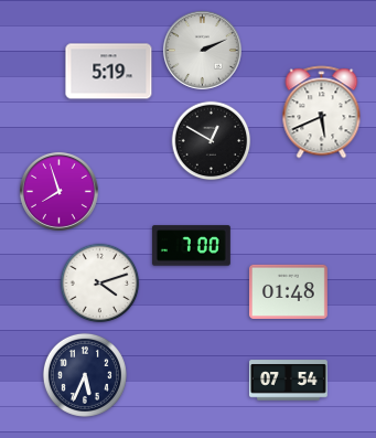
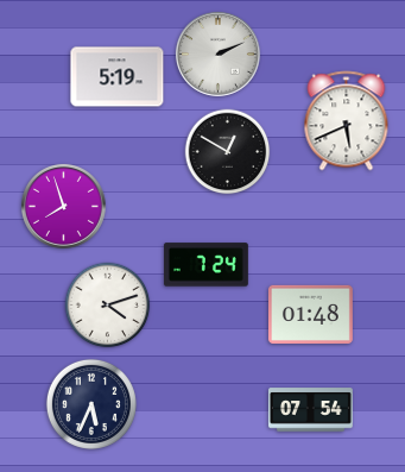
clock at (191, 246): 7:00 -> 7:24
